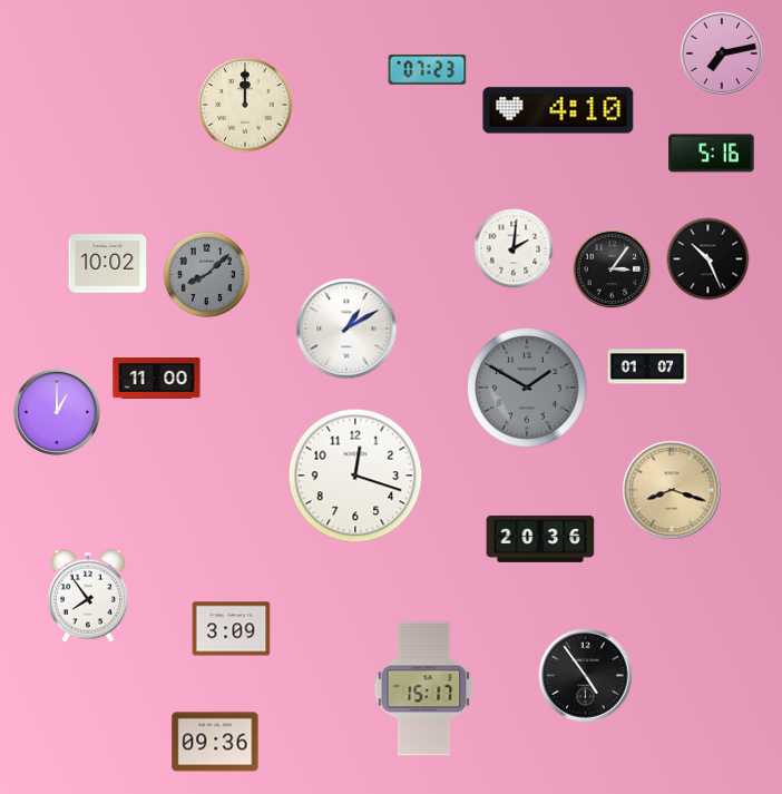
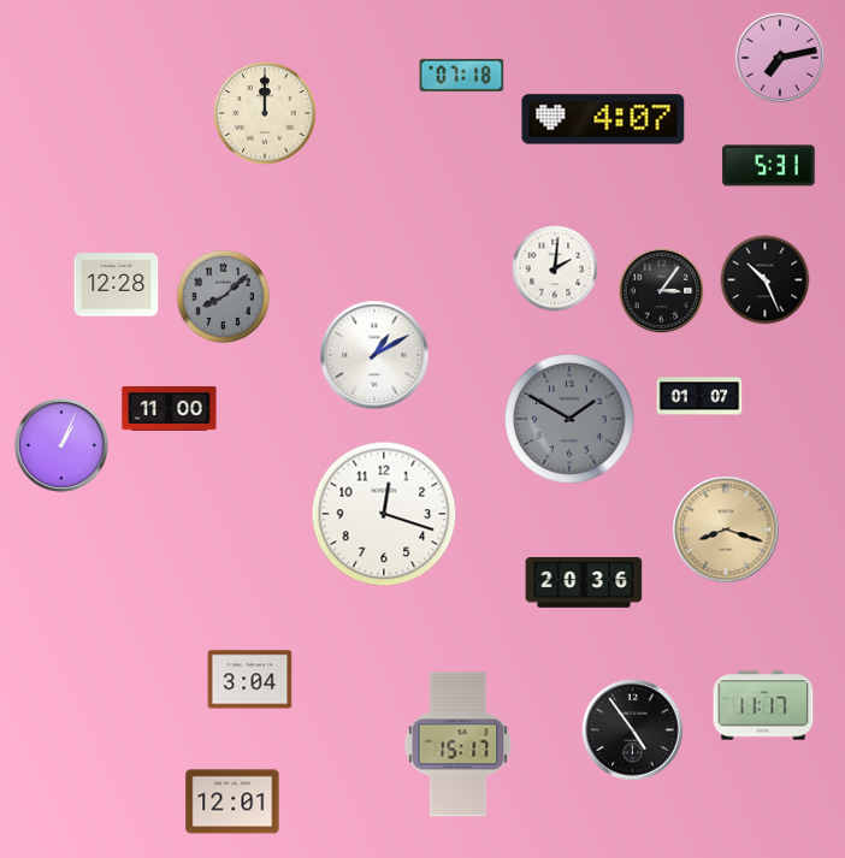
clock at (428, 69): 07:23 -> 07:18
clock at (558, 110): 4:10 -> 4:07
clock at (712, 154): 5:16 -> 5:31
clock at (108, 264): 10:02 -> 12:28
clock at (57, 412): 1:00 -> 1:04
clock at (88, 596): 7:54 -> none
clock at (232, 629): 3:09 -> 3:04
clock at (763, 705): none -> 11:17
clock at (215, 742): 09:36 -> 12:01
